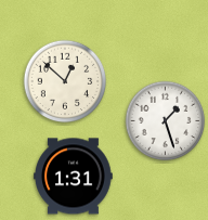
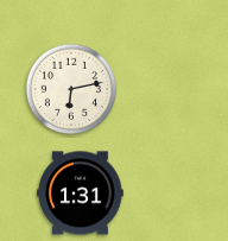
clock at (65, 81): 12:52 -> 6:13
clock at (166, 121): 1:27 -> none
